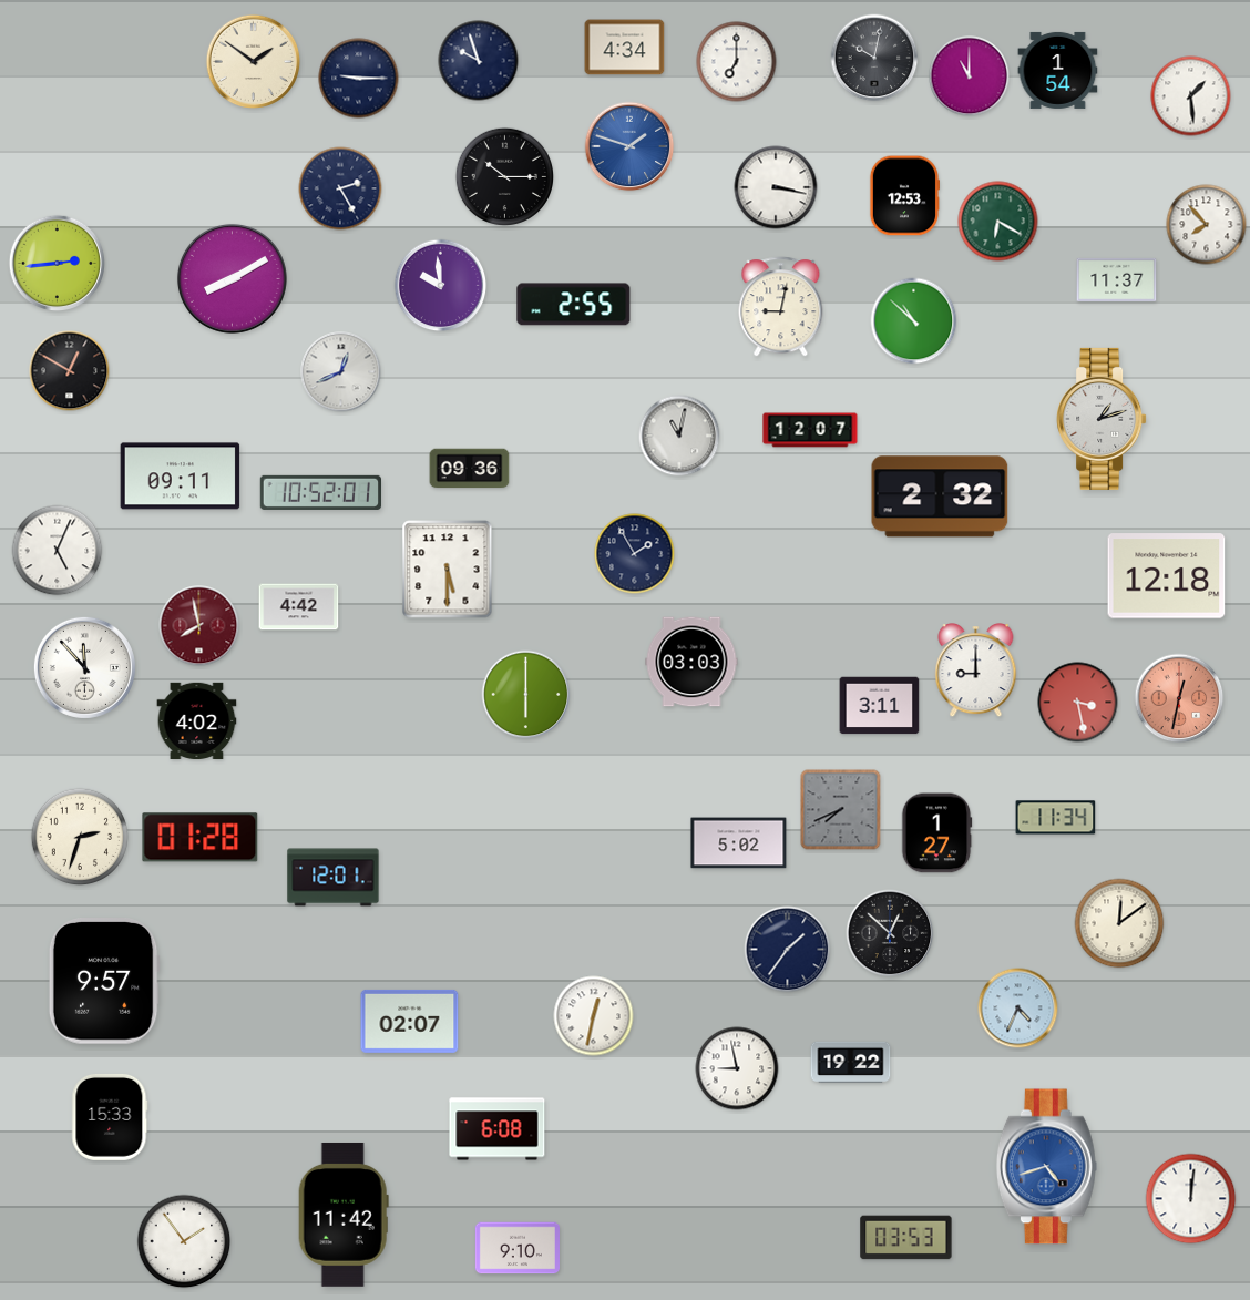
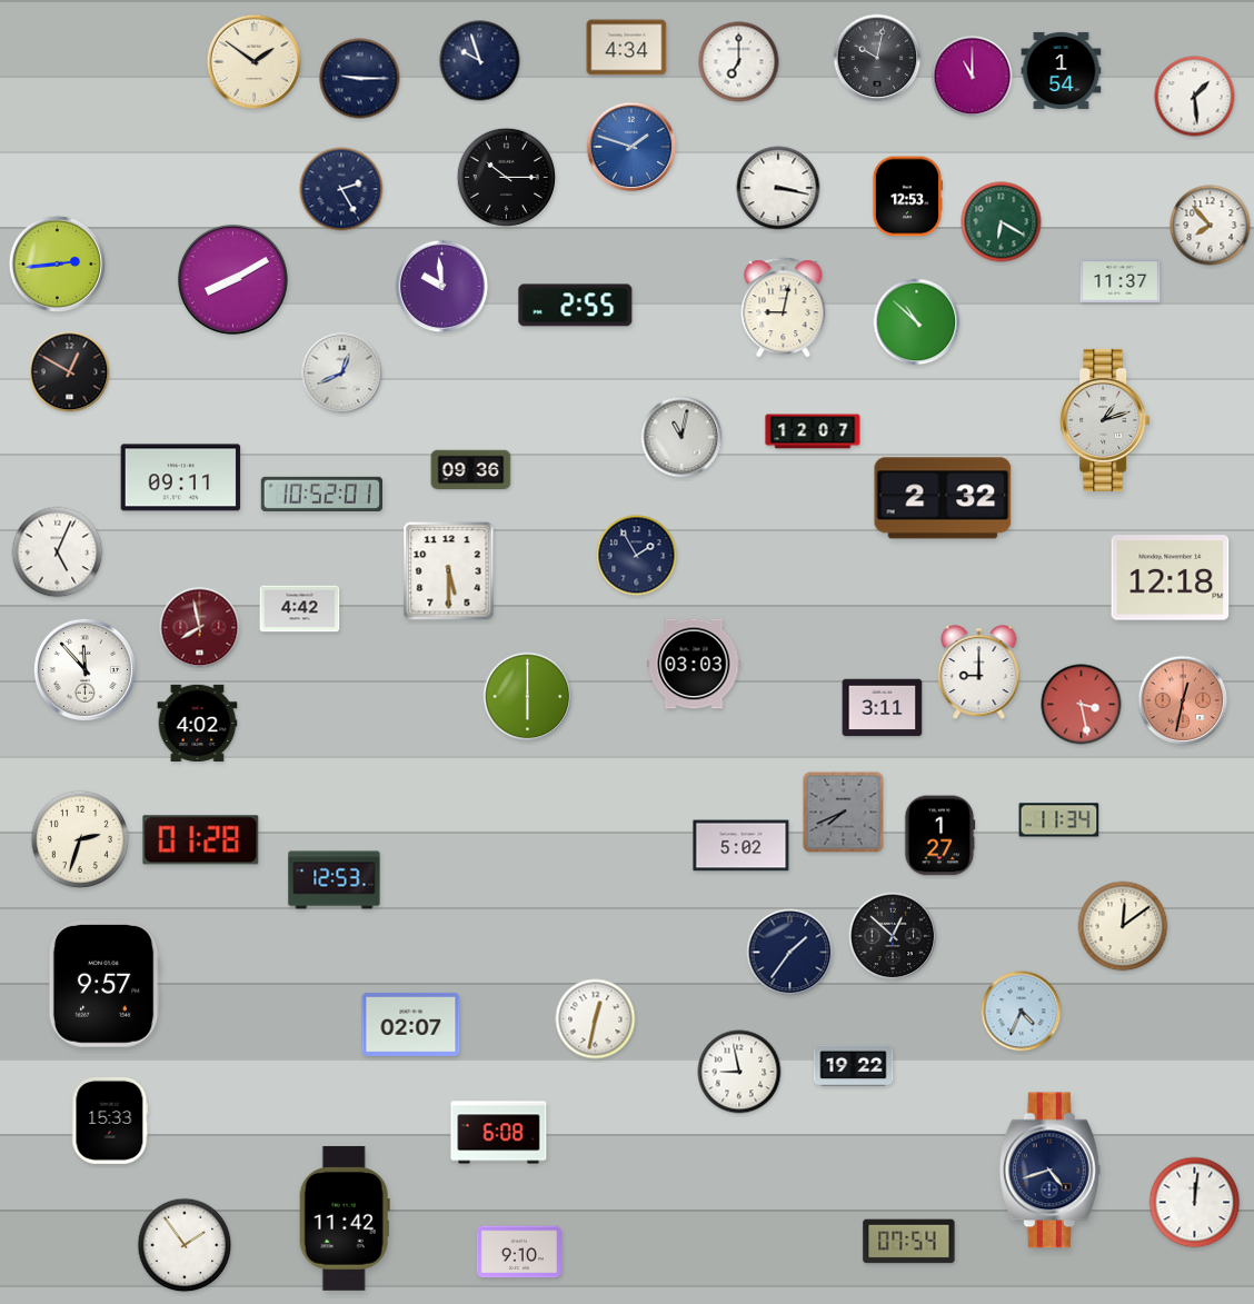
clock at (334, 878): 12:01 -> 12:53
clock at (1046, 1167) dial: blue -> navy
clock at (906, 1238): 03:53 -> 07:54
